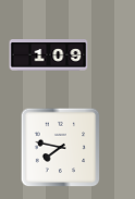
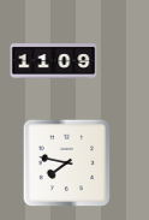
clock at (49, 55): 1:09 -> 11:09
